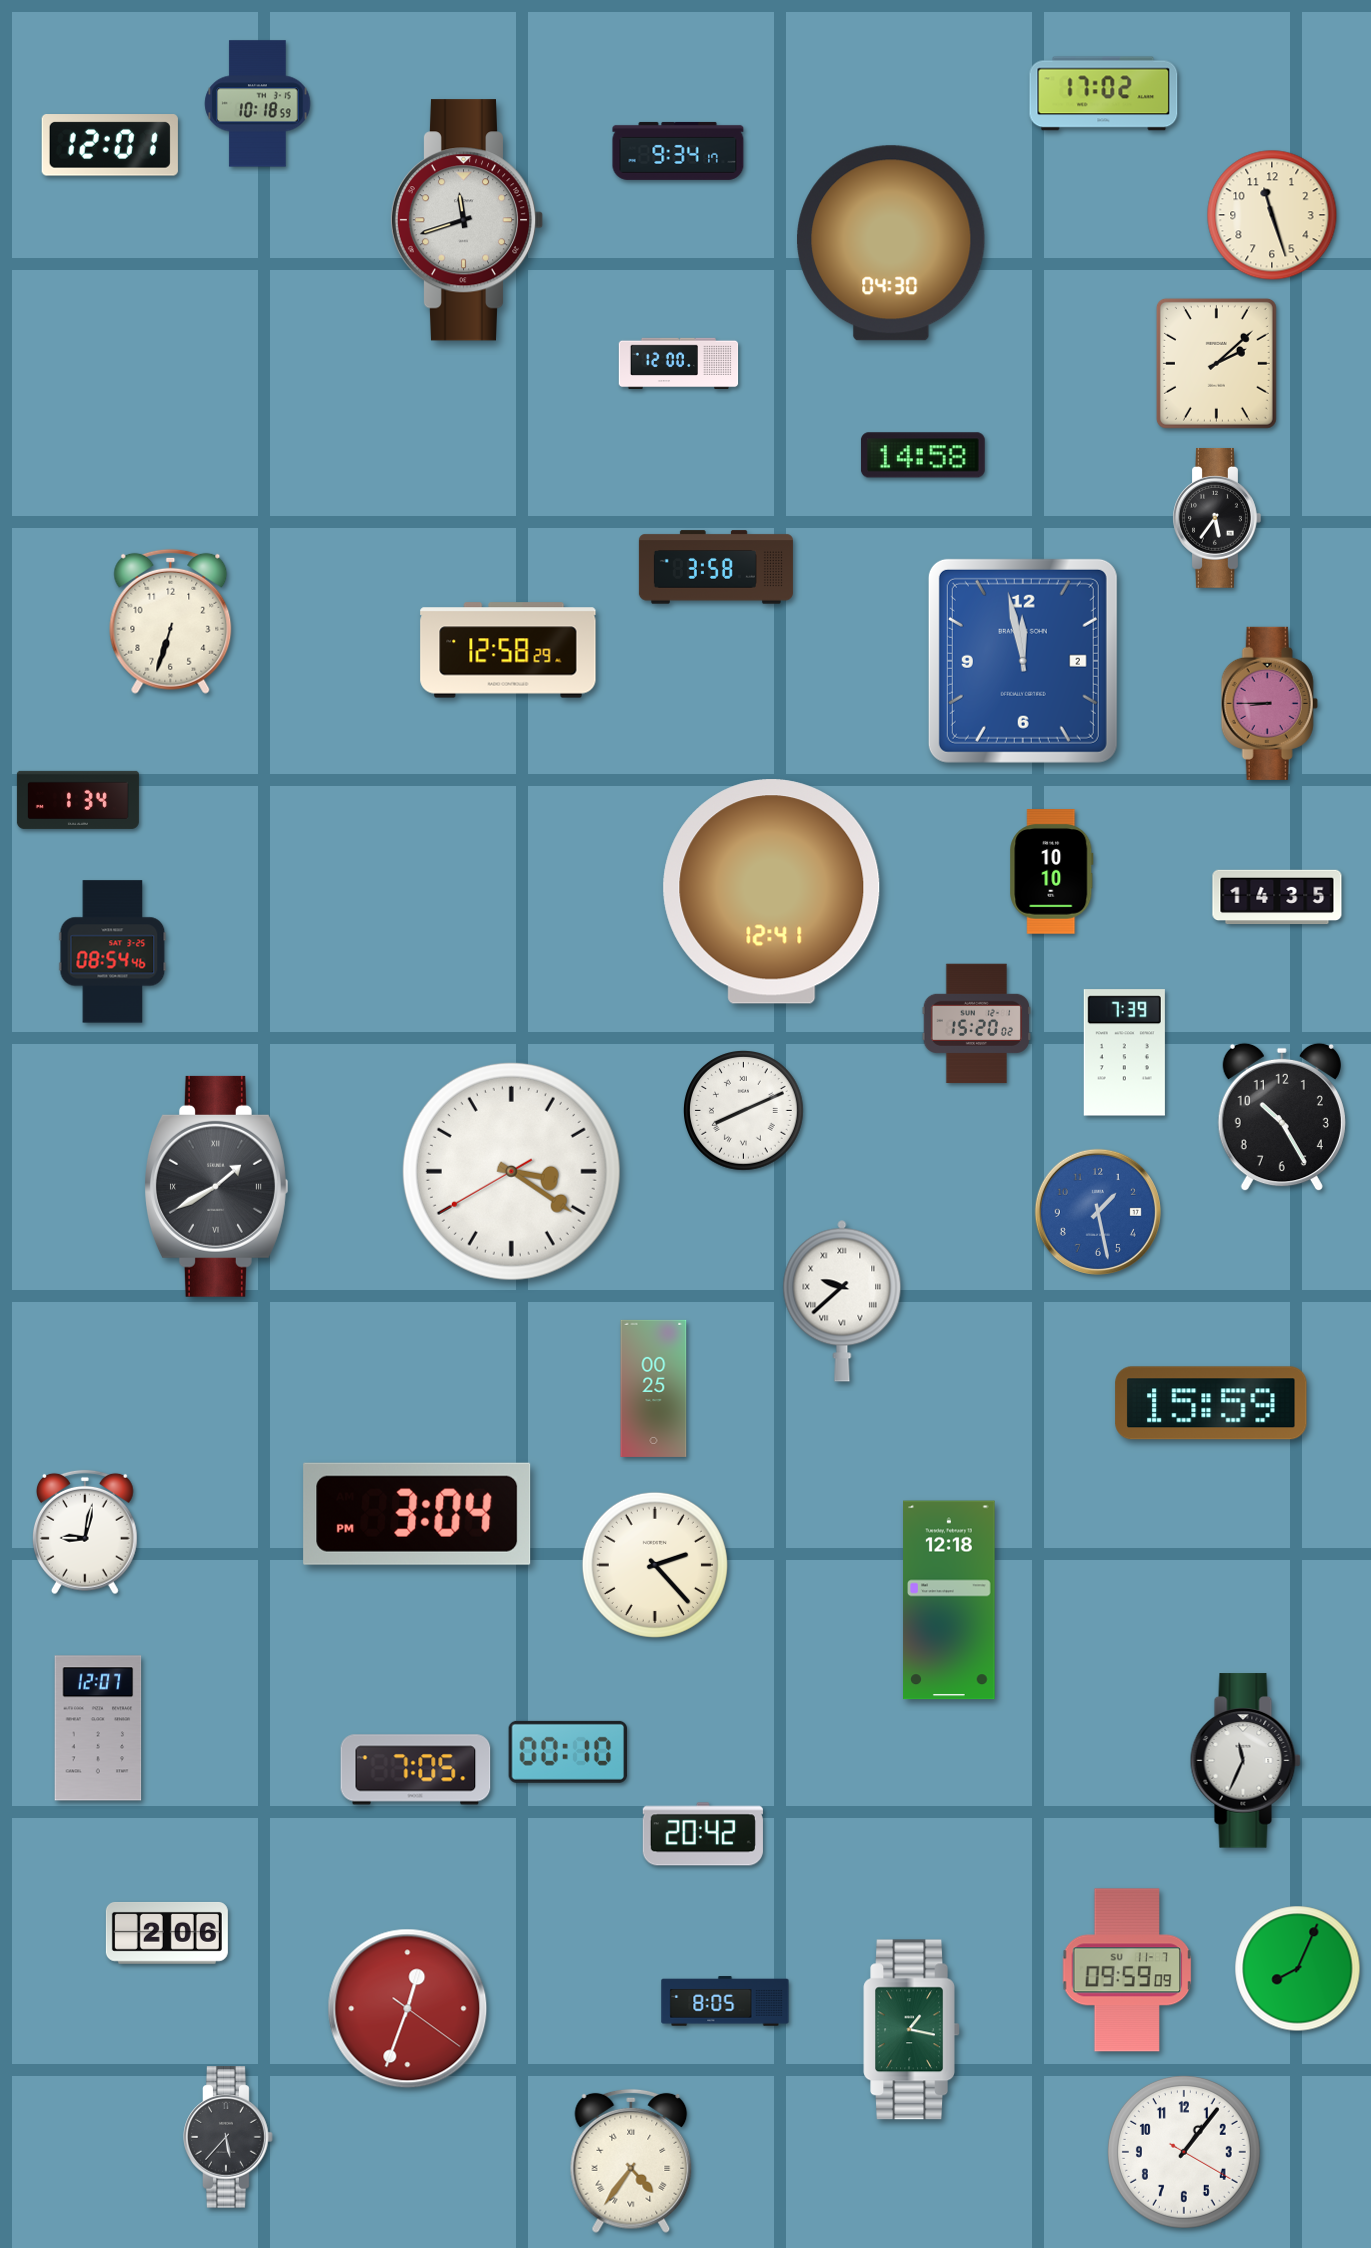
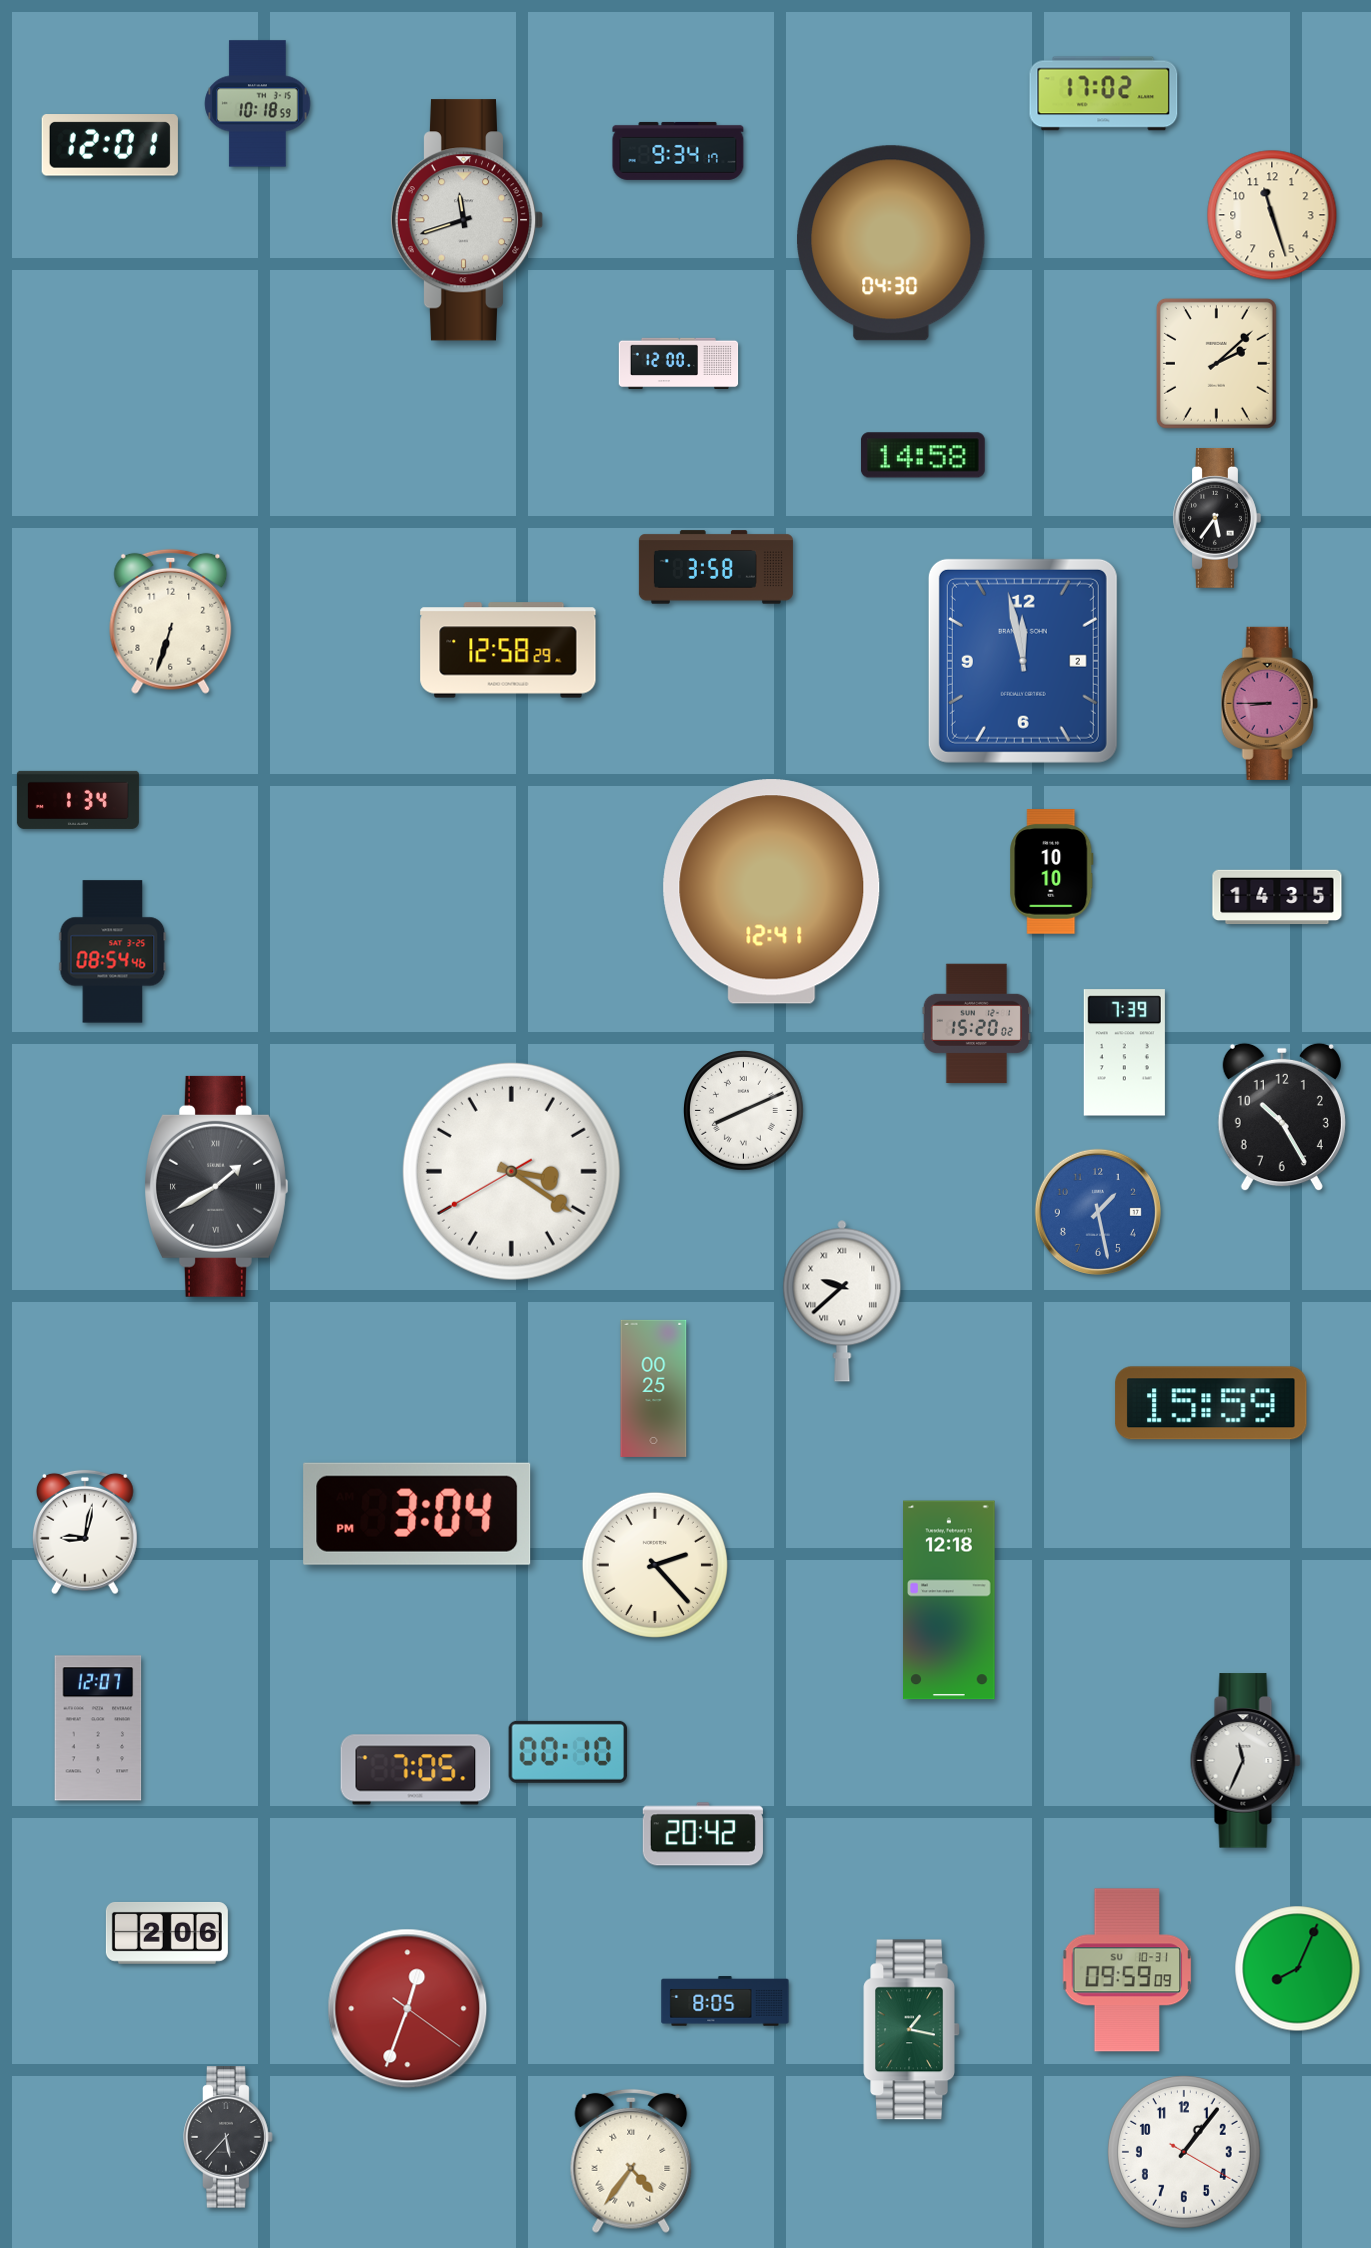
clock at (1127, 1970) date: SU 11-7 -> SU 10-31
